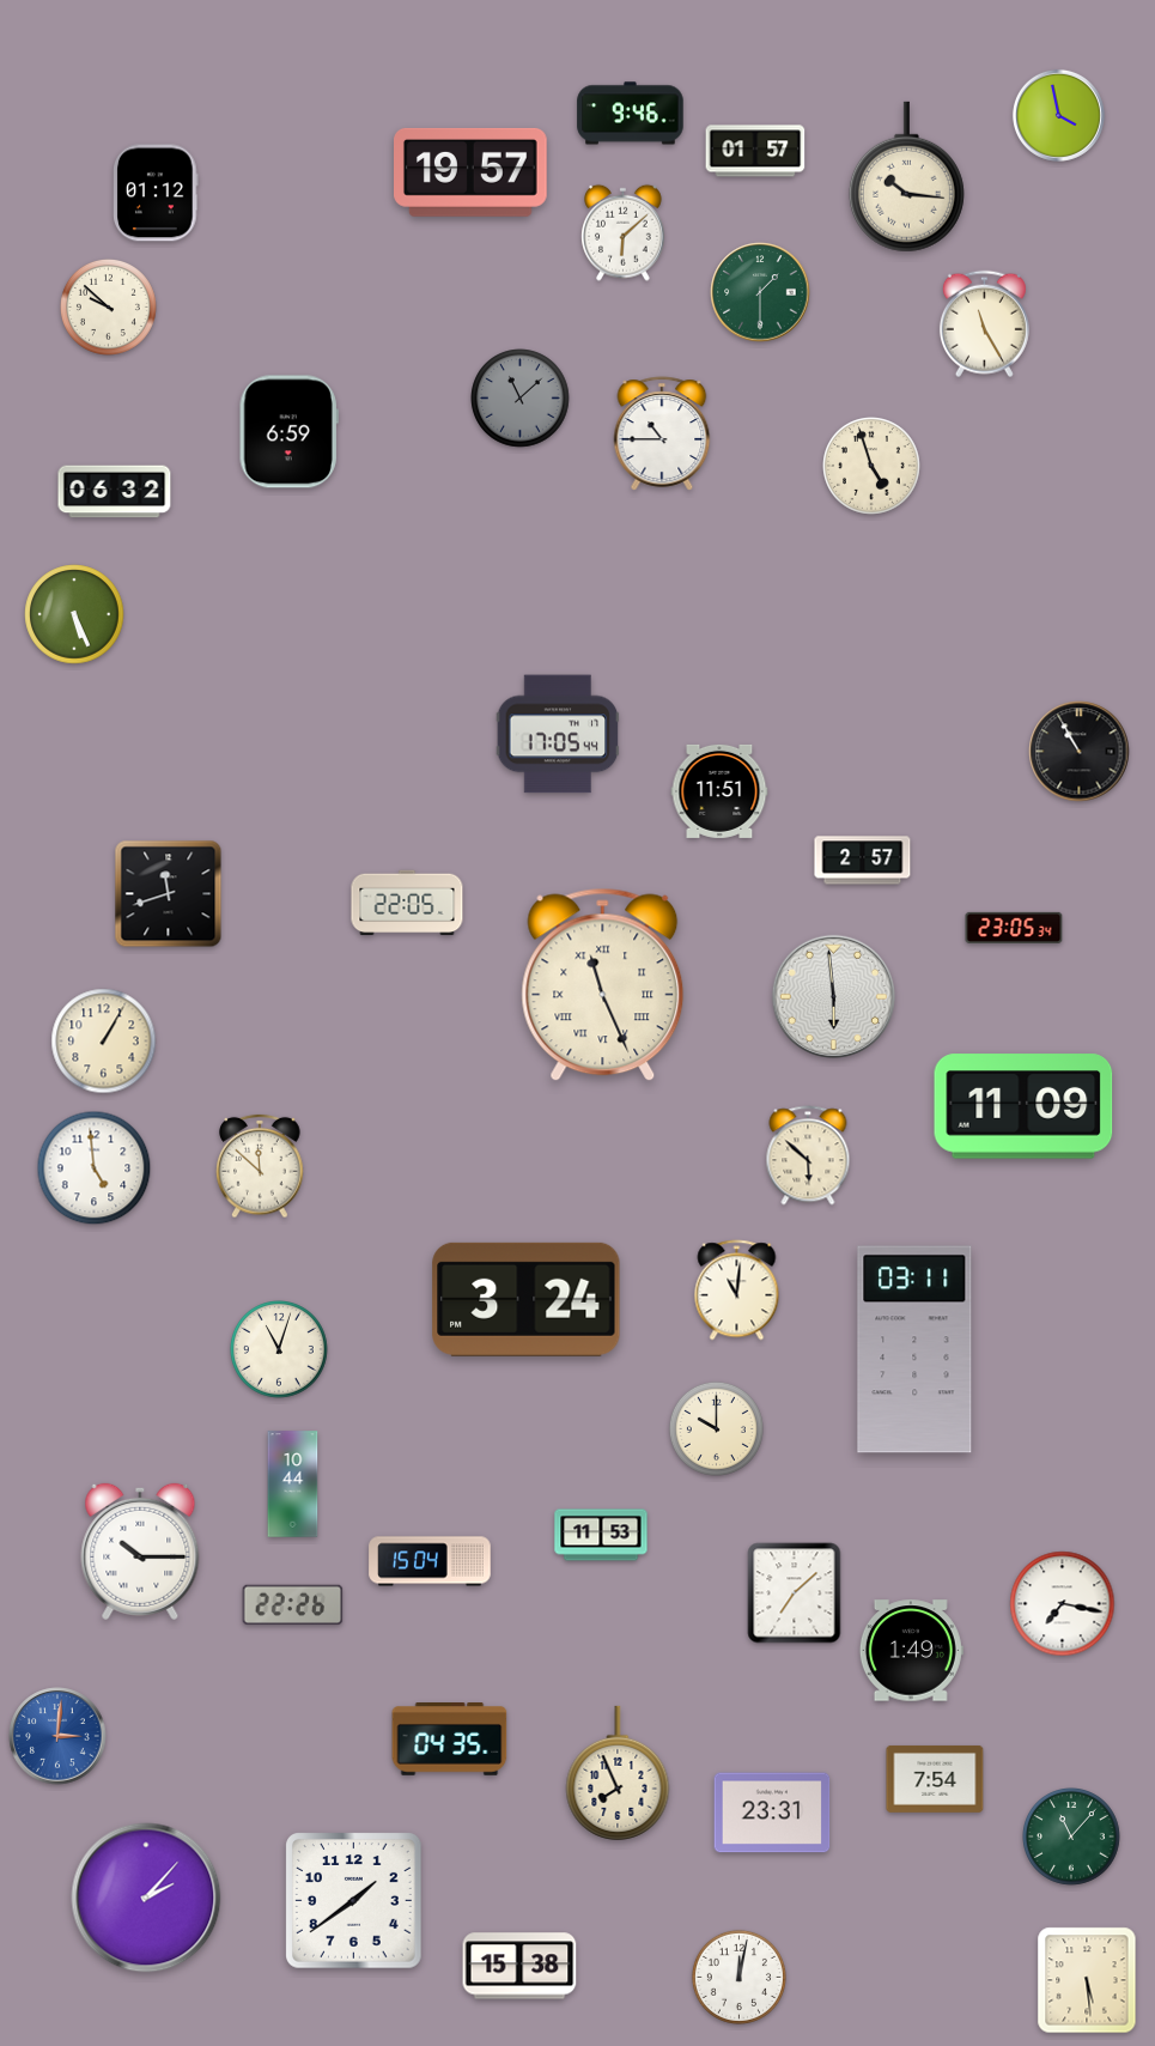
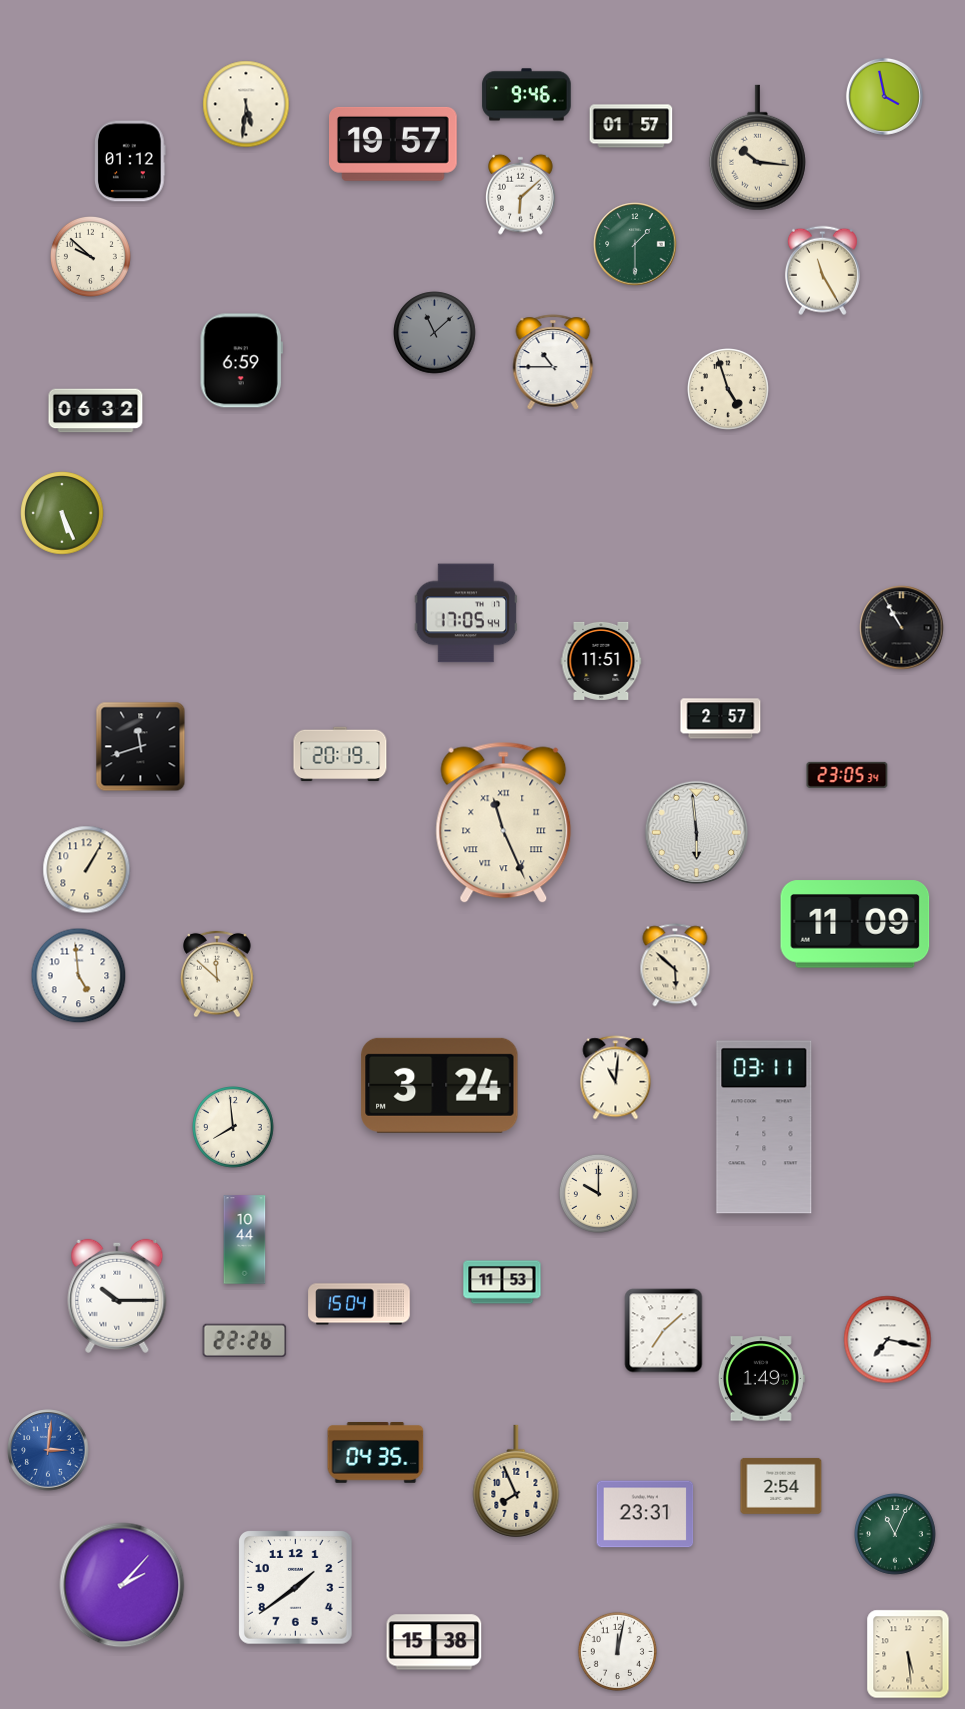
clock at (246, 104): none -> 5:31
clock at (407, 903): 22:05 -> 20:19
clock at (280, 1350): 11:03 -> 7:59
clock at (935, 1779): 7:54 -> 2:54
clock at (1072, 1838): 11:07 -> 11:04
